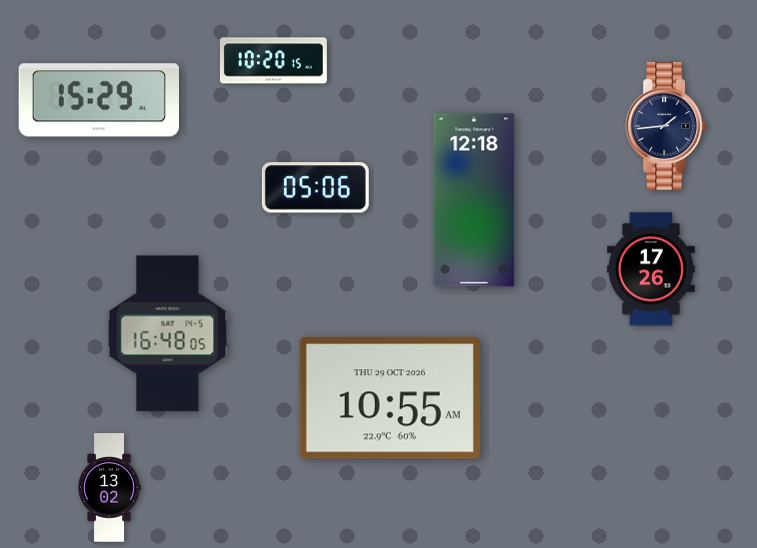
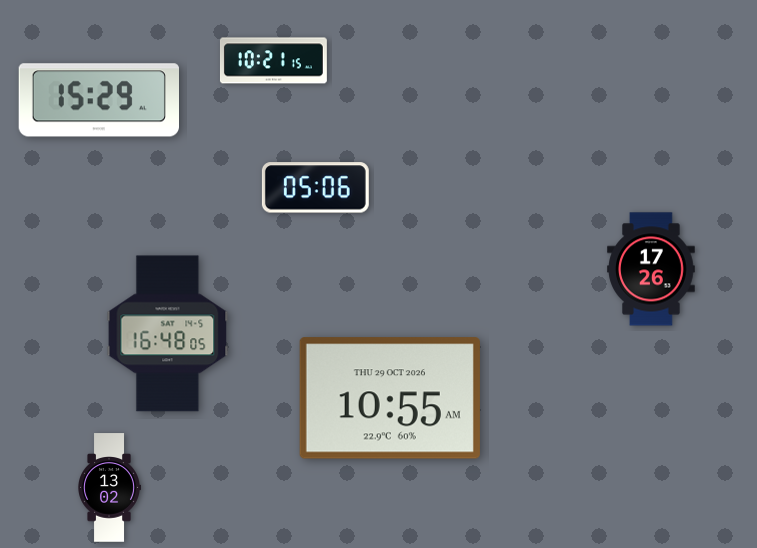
clock at (273, 61): 10:20 -> 10:21
clock at (666, 126): 1:44 -> none
clock at (474, 200): 12:18 -> none
